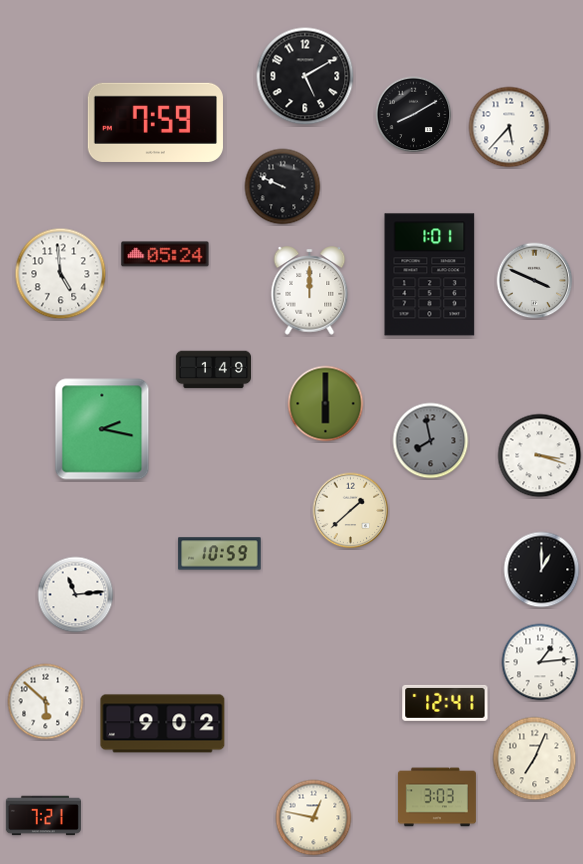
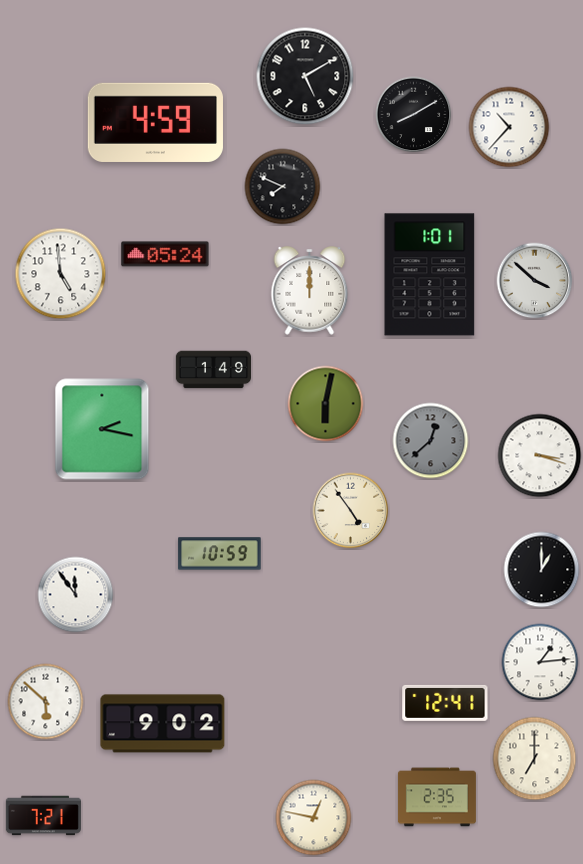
clock at (155, 122): 7:59 -> 4:59
clock at (509, 127): 5:37 -> 10:37
clock at (283, 187): 9:49 -> 7:49
clock at (535, 281): 3:49 -> 3:52
clock at (326, 404): 6:00 -> 6:02
clock at (431, 441): 7:58 -> 12:38
clock at (351, 511): 1:38 -> 4:54
clock at (76, 595): 11:14 -> 11:54
clock at (535, 759): 7:04 -> 7:00
clock at (437, 797): 3:03 -> 2:35
